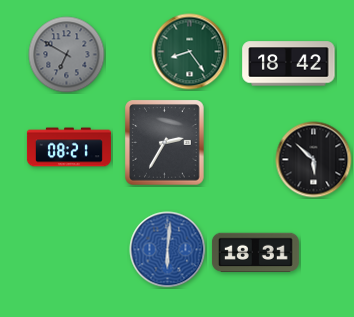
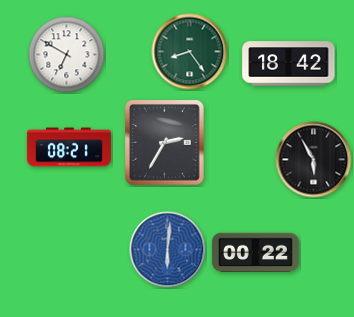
clock at (67, 55) dial: grey -> white
clock at (314, 160): 5:52 -> 5:55
clock at (255, 253): 18:31 -> 00:22
